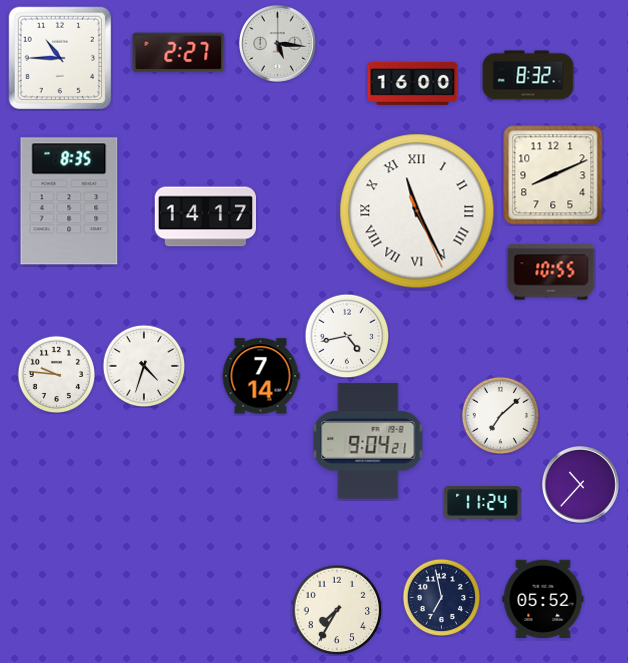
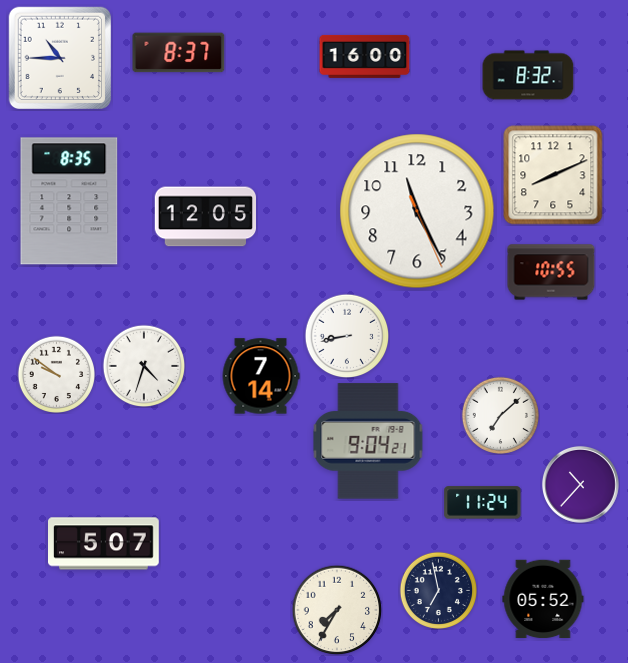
clock at (277, 43): 5:16 -> none
clock at (179, 53): 2:27 -> 8:37
clock at (413, 83) position: (413, 83) -> (365, 56)
clock at (417, 211) numerals: Roman -> Arabic
clock at (205, 217): 14:17 -> 12:05
clock at (347, 336): 4:43 -> 8:43
clock at (56, 374): 9:46 -> 9:51
clock at (104, 544): none -> 5:07
clock at (441, 597) position: (441, 597) -> (438, 590)
